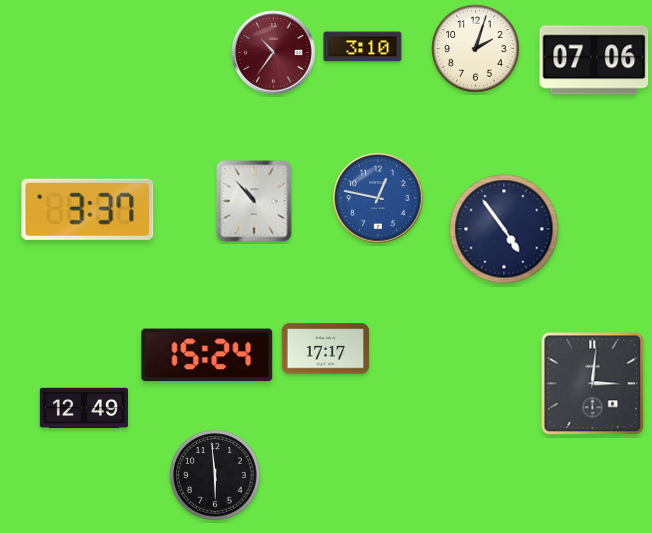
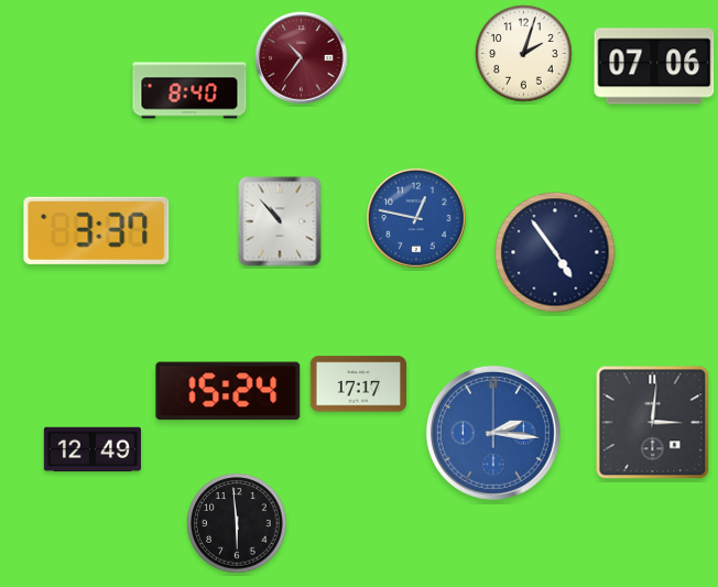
clock at (363, 47): 3:10 -> none
clock at (189, 90): none -> 8:40
clock at (493, 433): none -> 2:16
